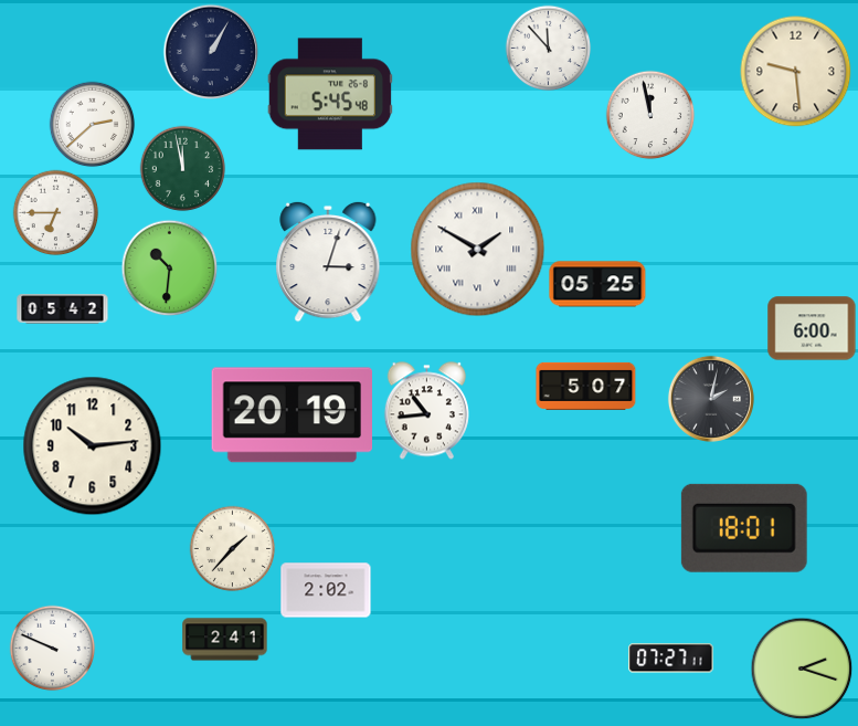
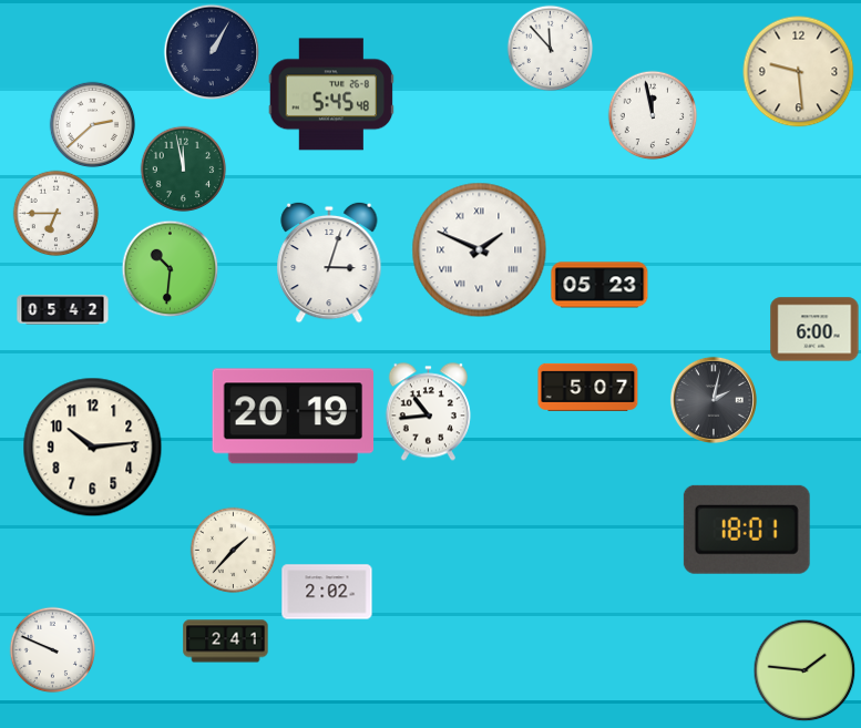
clock at (478, 250): 1:50 -> 1:49
clock at (597, 284): 05:25 -> 05:23
clock at (671, 659): 07:27 -> none
clock at (802, 669): 2:18 -> 1:46
